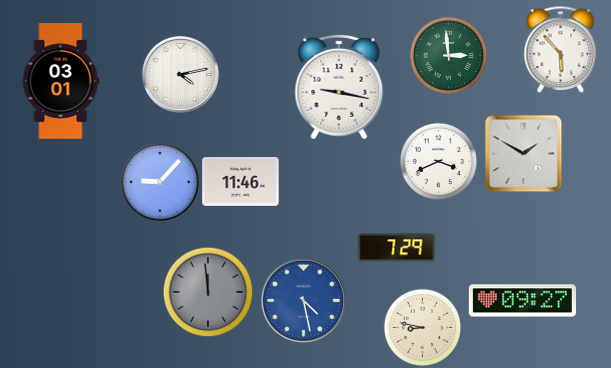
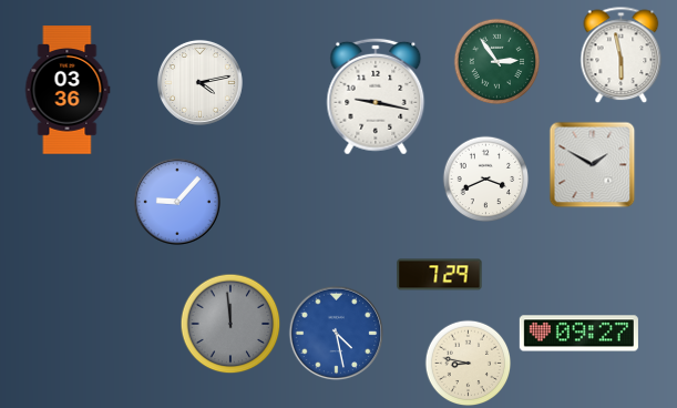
clock at (561, 49): 5:53 -> 5:58
clock at (448, 55): 2:59 -> 2:54
clock at (61, 81): 03:01 -> 03:36
clock at (523, 153) position: (523, 153) -> (592, 164)
clock at (241, 182): 11:46 -> none
